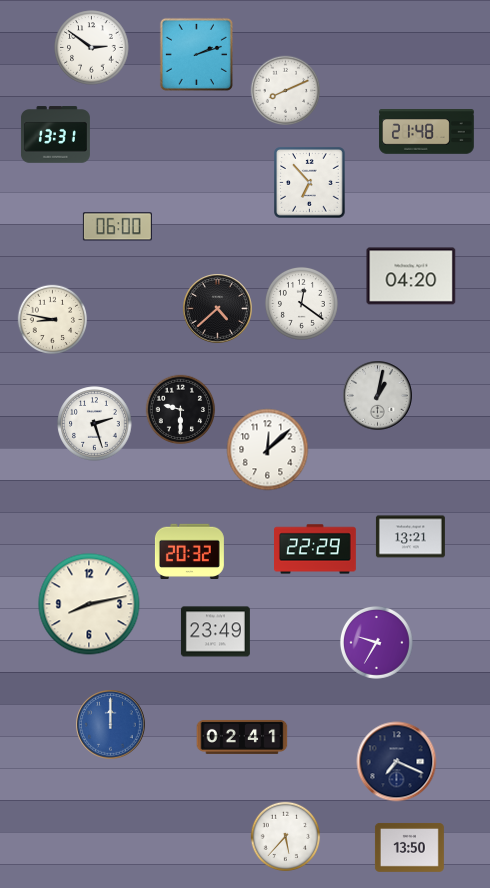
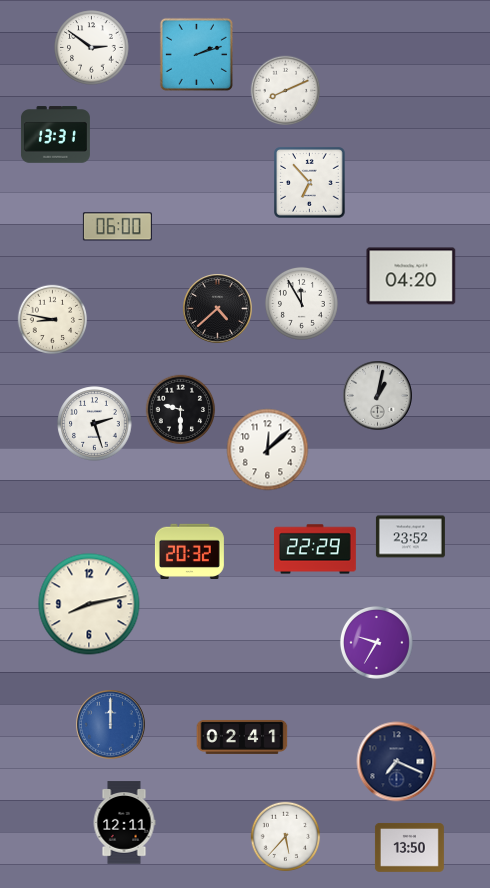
clock at (427, 132): 21:48 -> none
clock at (301, 303): 12:21 -> 11:55
clock at (410, 537): 13:21 -> 23:52
clock at (215, 632): 23:49 -> none
clock at (124, 823): none -> 12:11
